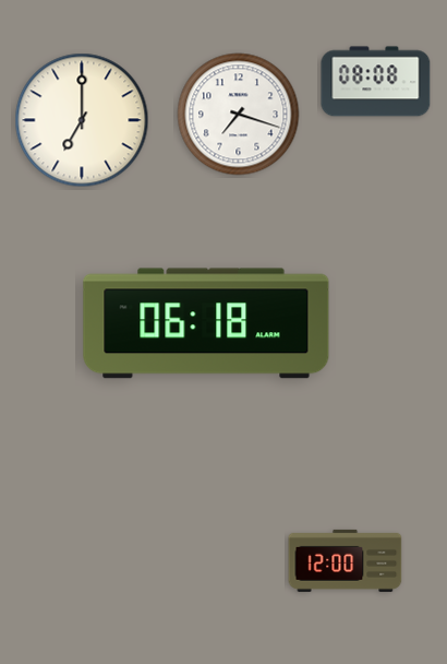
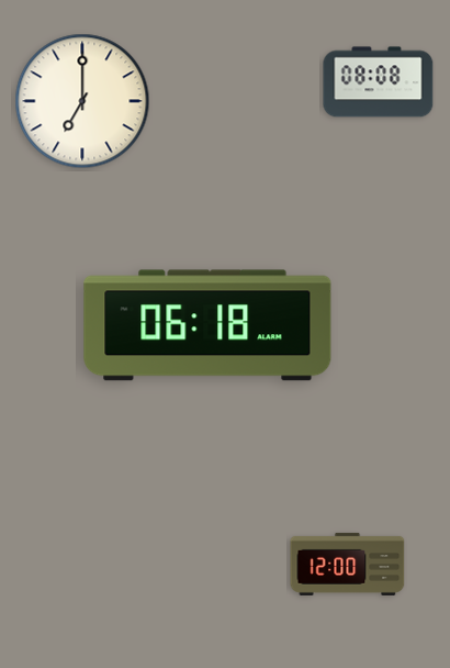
clock at (239, 115): 7:18 -> none
clock at (82, 120) position: (82, 120) -> (82, 101)
